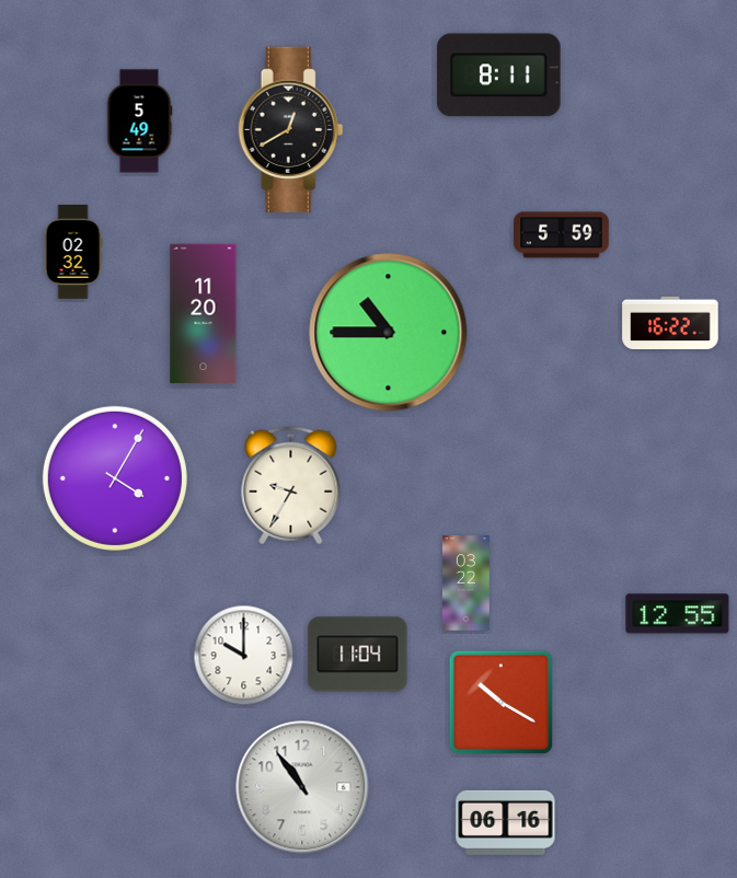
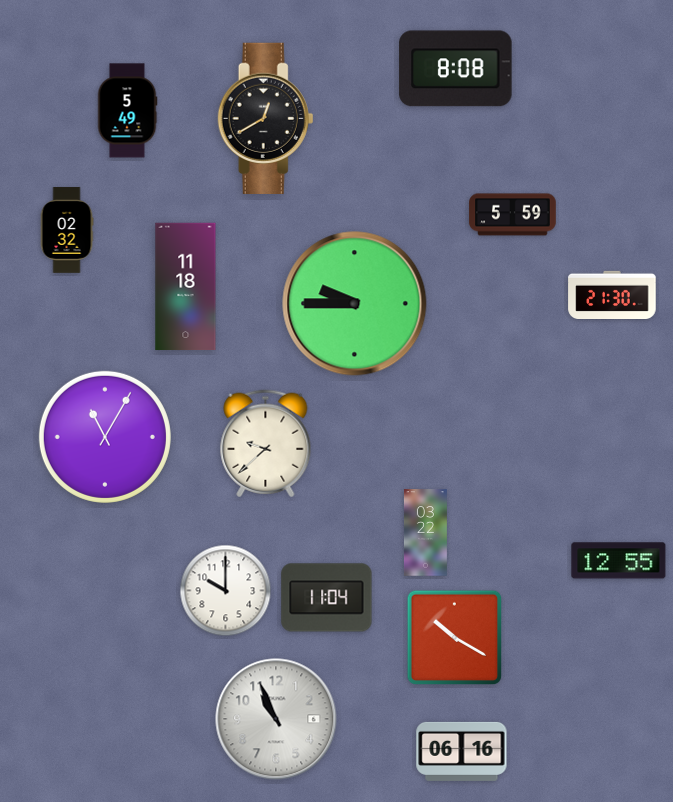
clock at (499, 76): 8:11 -> 8:08
clock at (204, 314): 11:20 -> 11:18
clock at (670, 322): 16:22 -> 21:30
clock at (389, 333): 10:45 -> 9:45
clock at (115, 478): 4:05 -> 11:05
clock at (291, 486): 9:35 -> 9:38
clock at (244, 656) position: (244, 656) -> (226, 591)
clock at (502, 703) position: (502, 703) -> (455, 638)
clock at (302, 787): 10:54 -> 10:56
